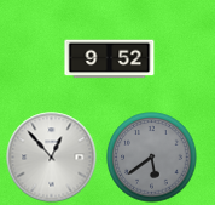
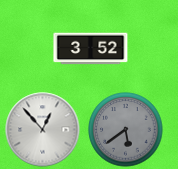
clock at (110, 59): 9:52 -> 3:52
